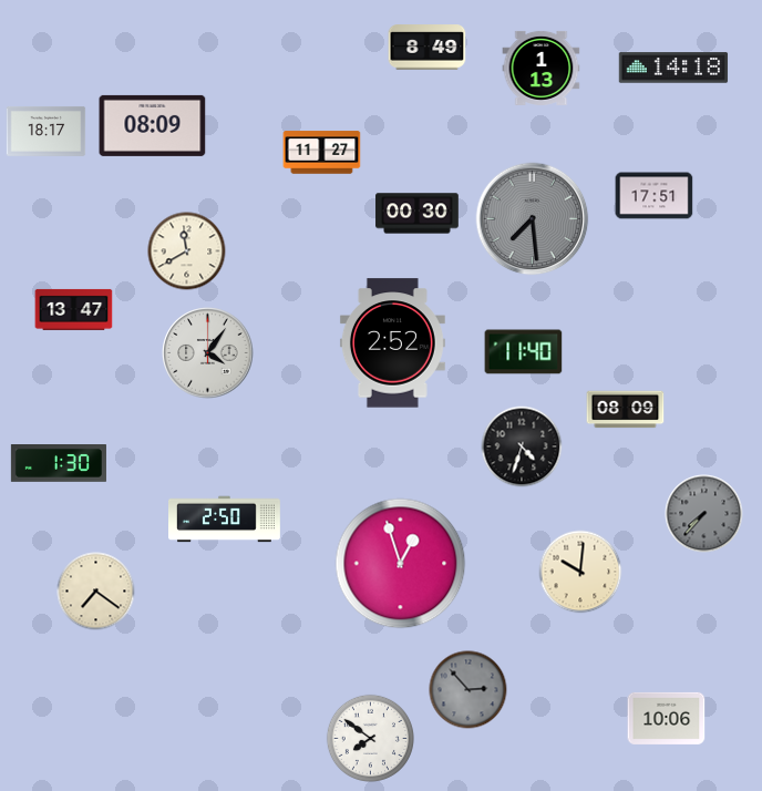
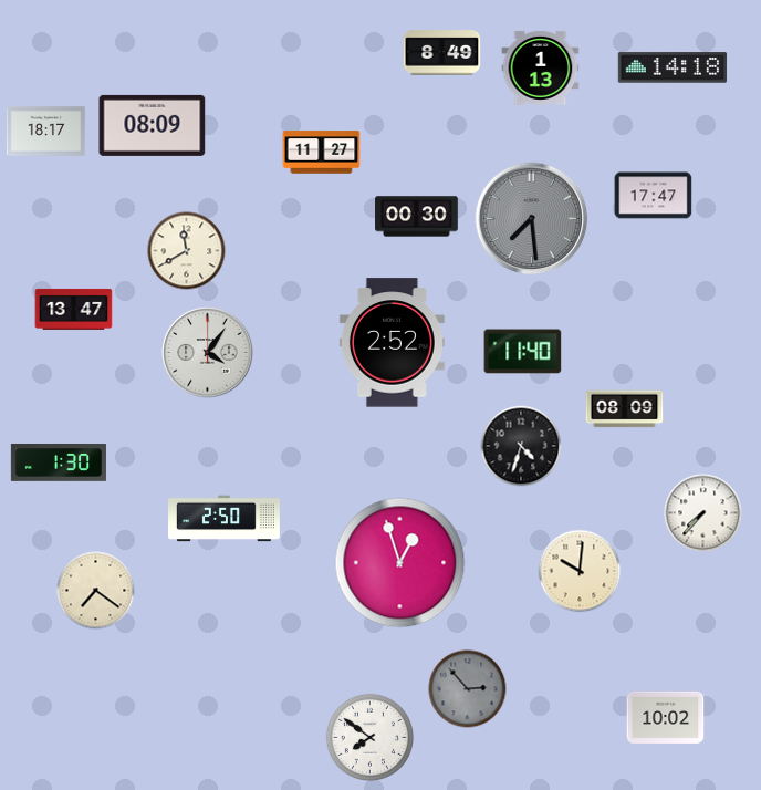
clock at (428, 48) position: (428, 48) -> (442, 53)
clock at (655, 196): 17:51 -> 17:47
clock at (418, 214) position: (418, 214) -> (417, 217)
clock at (704, 514) dial: grey -> white
clock at (667, 718): 10:06 -> 10:02
